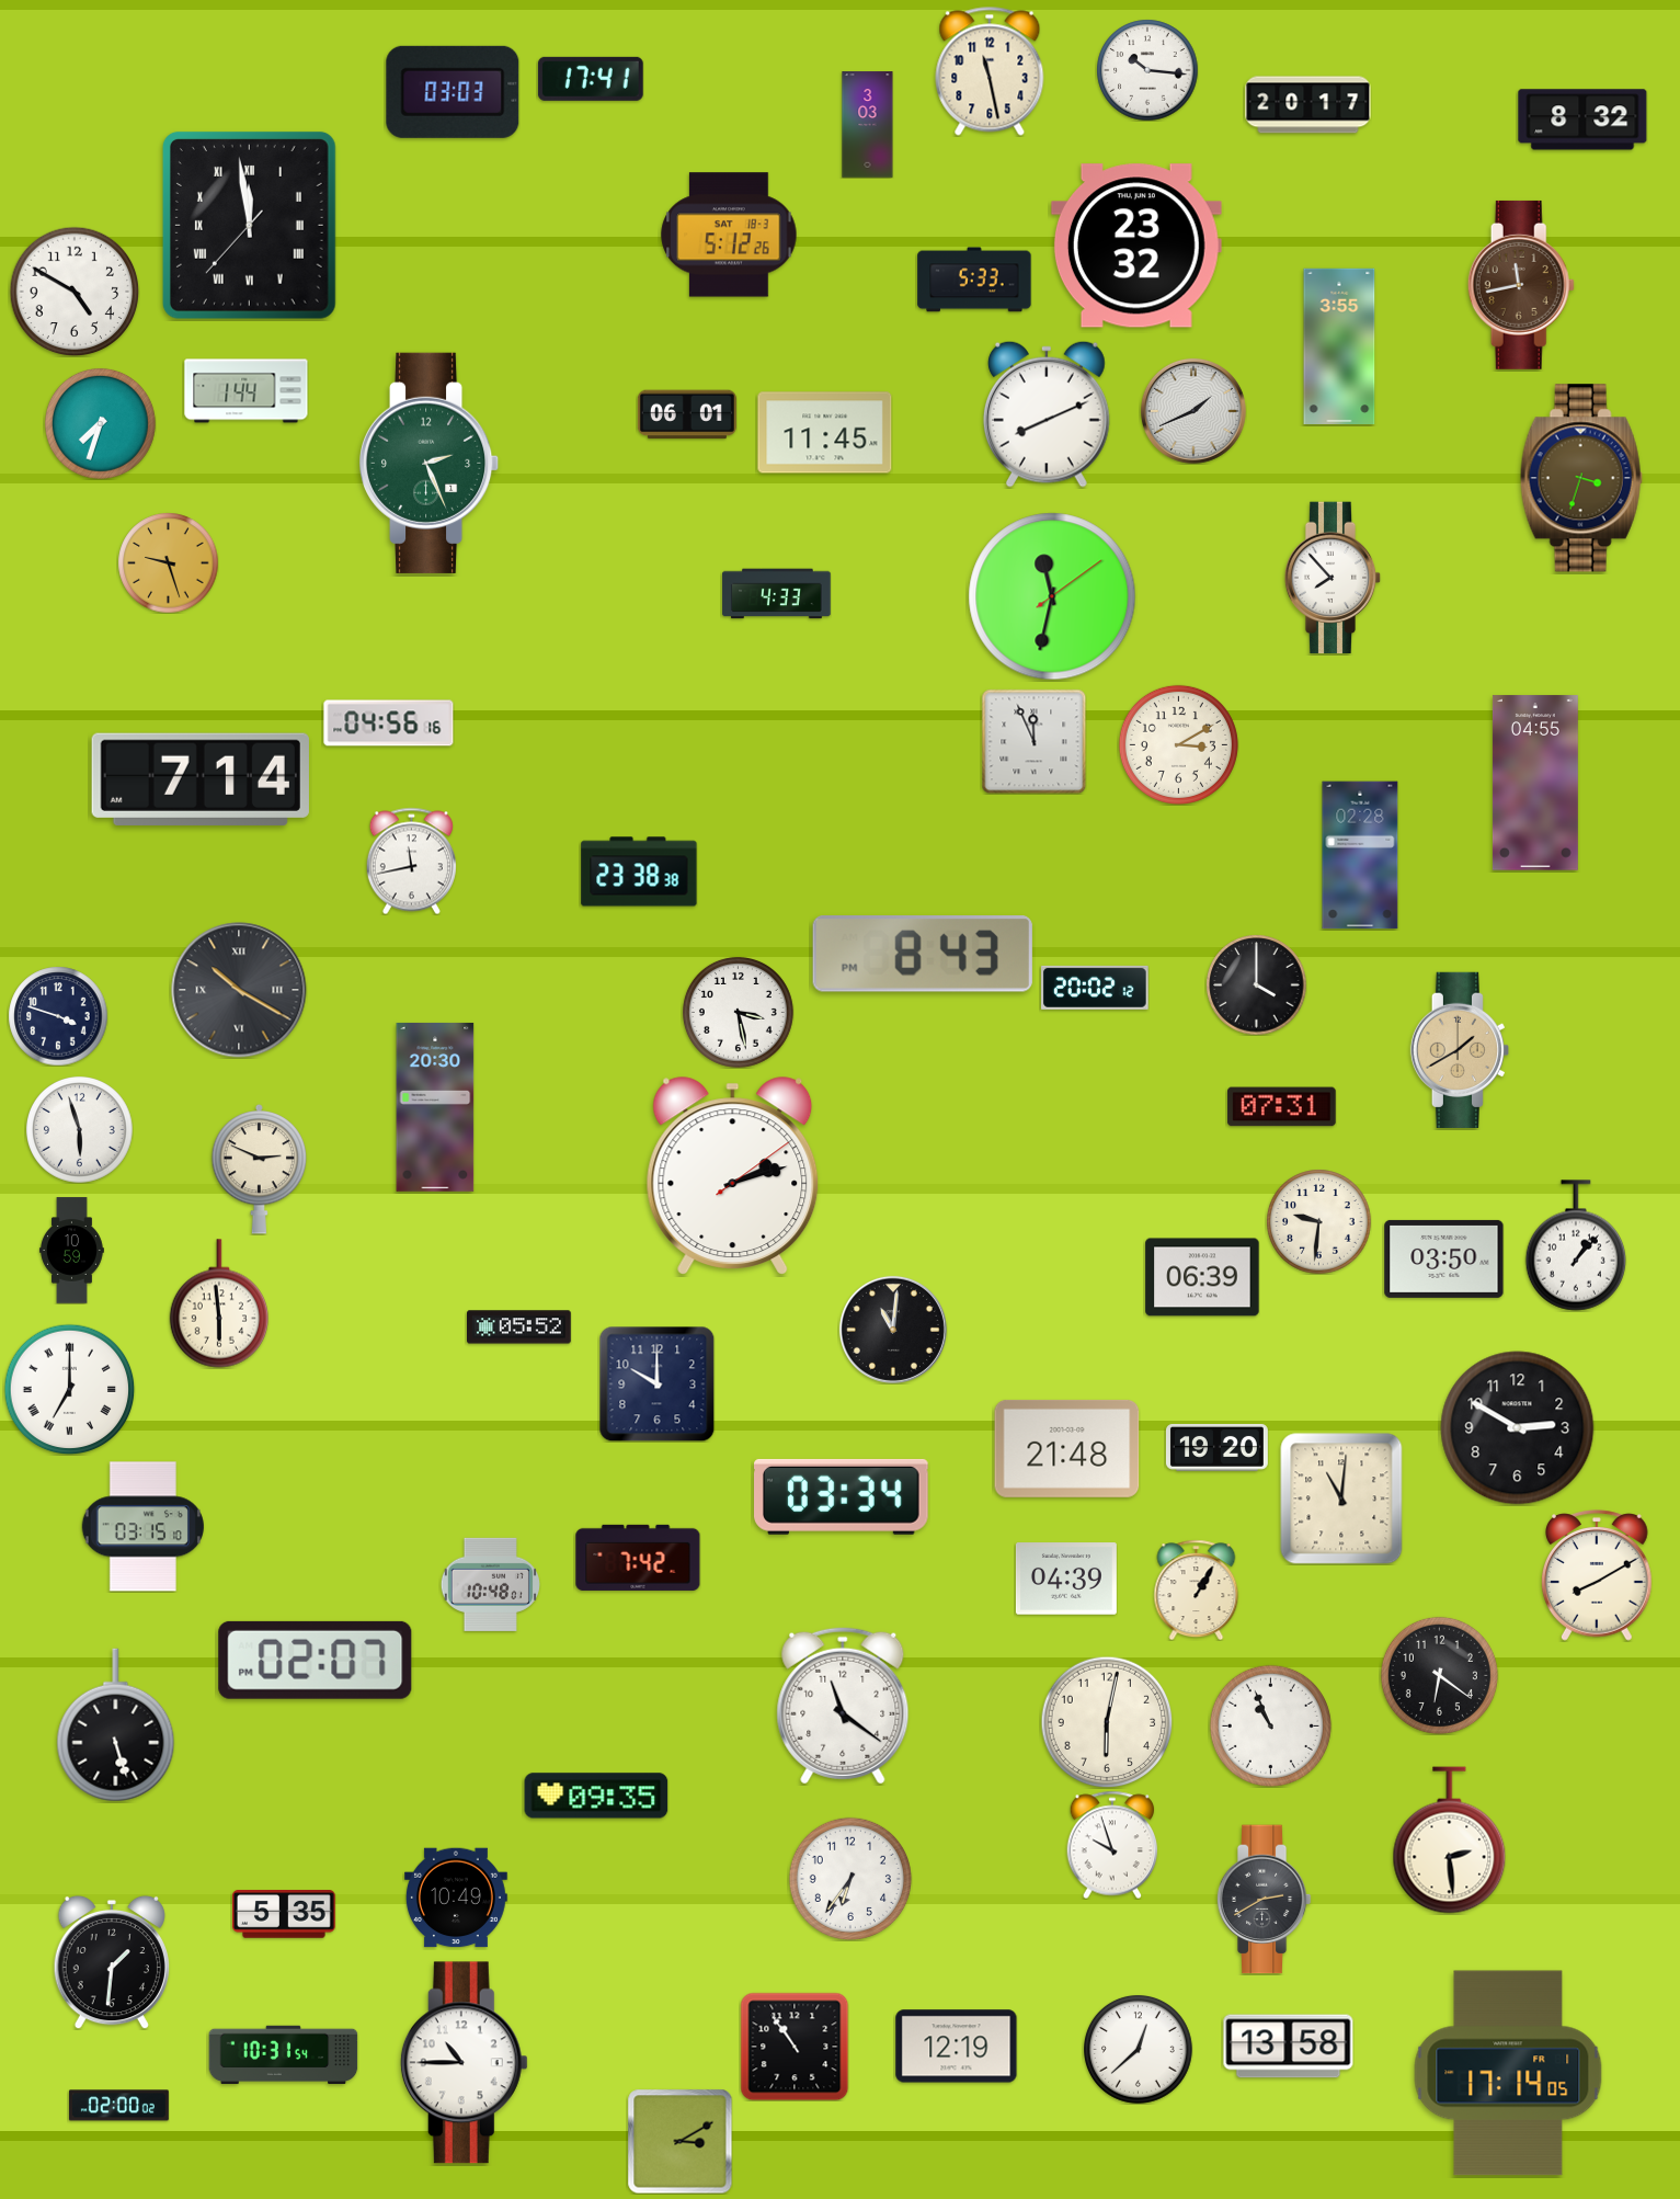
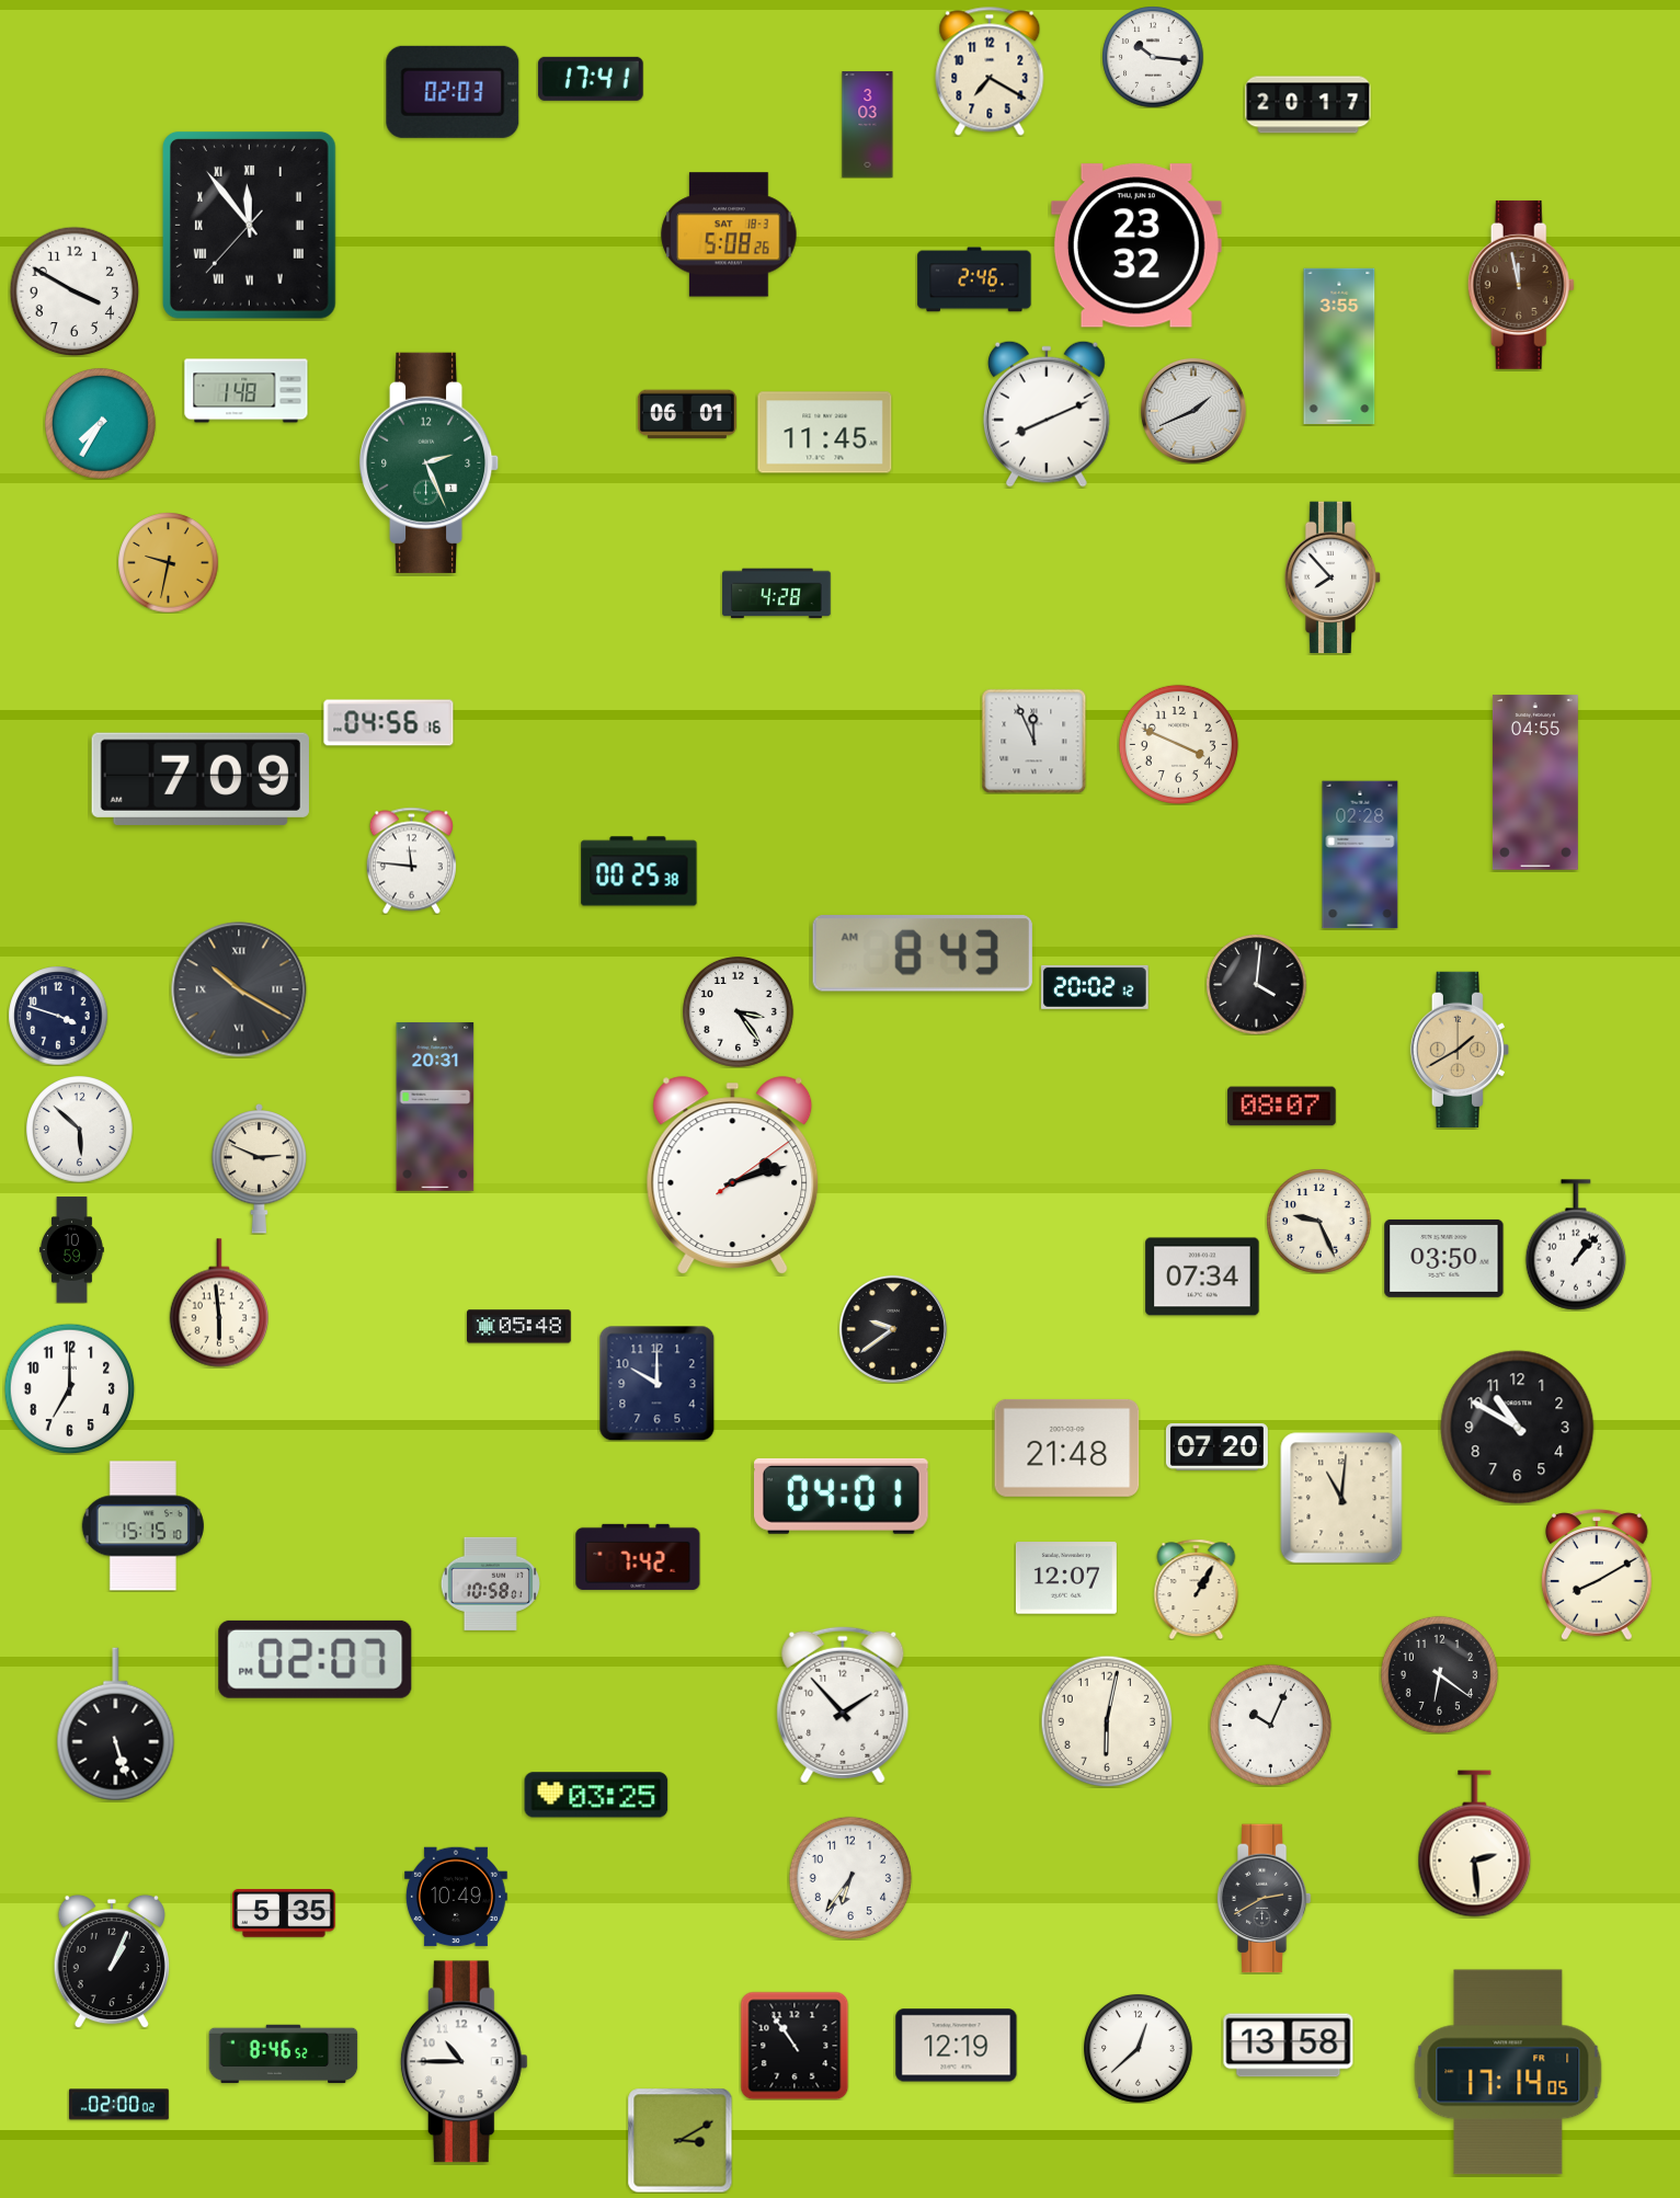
clock at (1147, 70) position: (1147, 70) -> (1153, 57)
clock at (990, 71): 11:28 -> 7:20
clock at (453, 92): 03:03 -> 02:03
clock at (1582, 119): 8:32 -> none
clock at (249, 225): 11:58 -> 11:53
clock at (729, 235): 5:12 -> 5:08
clock at (974, 280): 5:33 -> 2:46
clock at (1521, 285): 11:43 -> 11:58
clock at (75, 292): 4:50 -> 3:50
clock at (247, 391): 1:44 -> 1:48
clock at (100, 423): 7:33 -> 7:35
clock at (1581, 478): 3:33 -> none
clock at (168, 562): 9:27 -> 9:32
clock at (777, 594): 4:33 -> 4:28
clock at (1052, 596): 11:32 -> none
clock at (1178, 744): 3:10 -> 3:49
clock at (201, 779): 7:14 -> 7:09
clock at (411, 861): 11:43 -> 11:46
clock at (639, 871): 23:38 -> 00:25
clock at (923, 955): 8:43 PM -> 8:43 AM
clock at (1256, 984): 4:00 -> 4:01
clock at (738, 1012): 3:28 -> 3:24
clock at (435, 1107): 20:30 -> 20:31
clock at (1282, 1107): 07:31 -> 08:07
clock at (80, 1130): 5:57 -> 5:52
clock at (1318, 1221): 9:31 -> 9:26
clock at (1202, 1277): 06:39 -> 07:34
clock at (519, 1328): 05:52 -> 05:48
clock at (893, 1330): 11:01 -> 9:39
clock at (69, 1389) numerals: Roman -> Arabic
clock at (1518, 1428): 2:50 -> 10:50
clock at (1216, 1447): 19:20 -> 07:20
clock at (842, 1496): 03:34 -> 04:01
clock at (142, 1527): 03:15 -> 15:15
clock at (1066, 1579): 04:39 -> 12:07
clock at (490, 1584): 10:48 -> 10:58
clock at (843, 1706): 11:21 -> 1:53
clock at (1270, 1725): 10:56 -> 10:04
clock at (596, 1796): 09:35 -> 03:25
clock at (1450, 1841) position: (1450, 1841) -> (1475, 1844)
clock at (1112, 1845): 9:57 -> none
clock at (112, 1962): 1:31 -> 1:04
clock at (284, 2055): 10:31 -> 8:46
